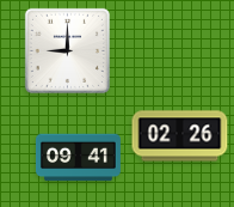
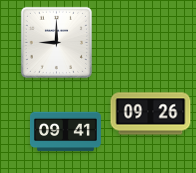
clock at (180, 136): 02:26 -> 09:26
